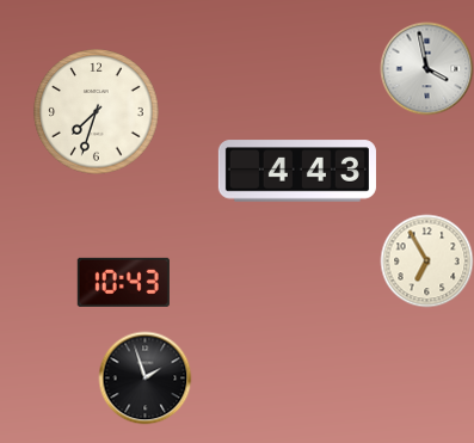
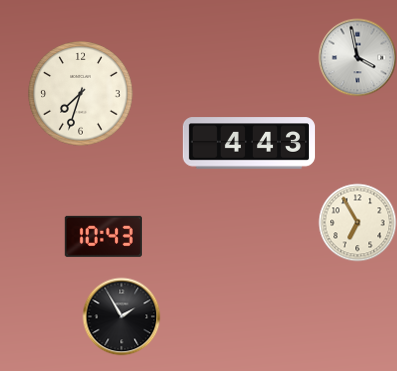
clock at (426, 260) position: (426, 260) -> (357, 222)
clock at (144, 377): 1:57 -> 1:55
